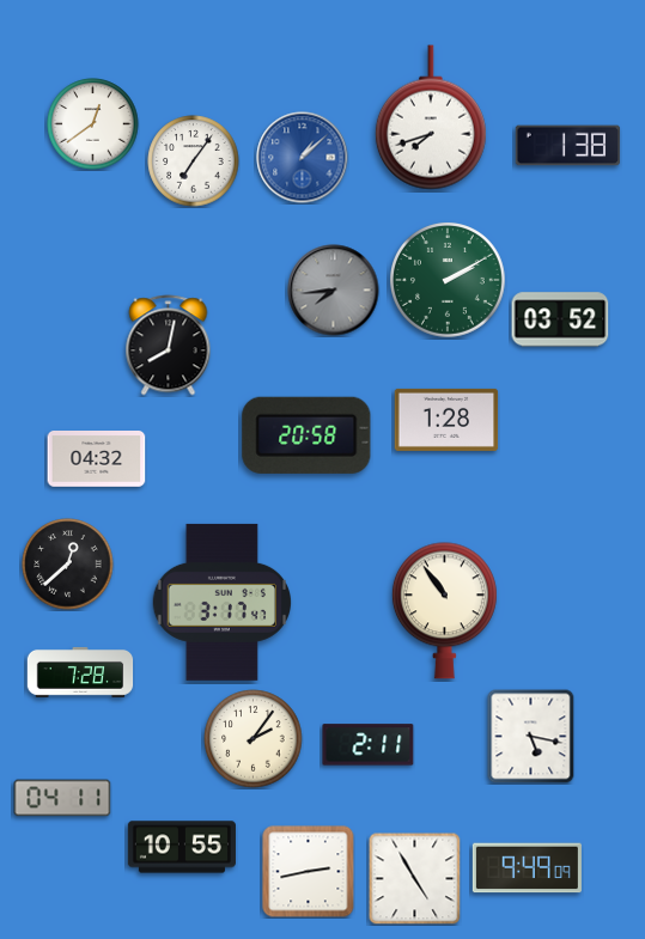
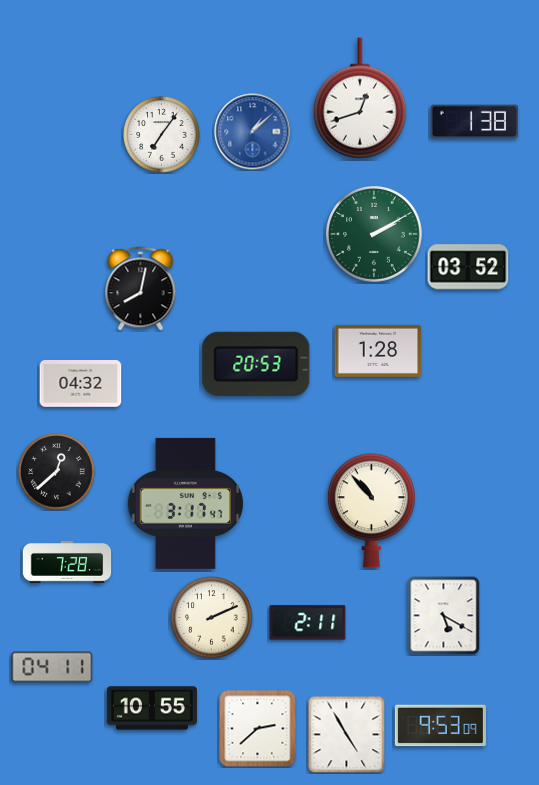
clock at (431, 117): 7:42 -> 12:42
clock at (93, 124): 12:39 -> none
clock at (334, 291): 7:44 -> none
clock at (446, 420) position: (446, 420) -> (378, 351)
clock at (306, 435): 20:58 -> 20:53
clock at (444, 611): 10:54 -> 10:53
clock at (531, 737): 5:17 -> 5:20
clock at (254, 739): 2:06 -> 2:11
clock at (527, 868): 9:49 -> 9:53
clock at (309, 872): 2:43 -> 2:38
